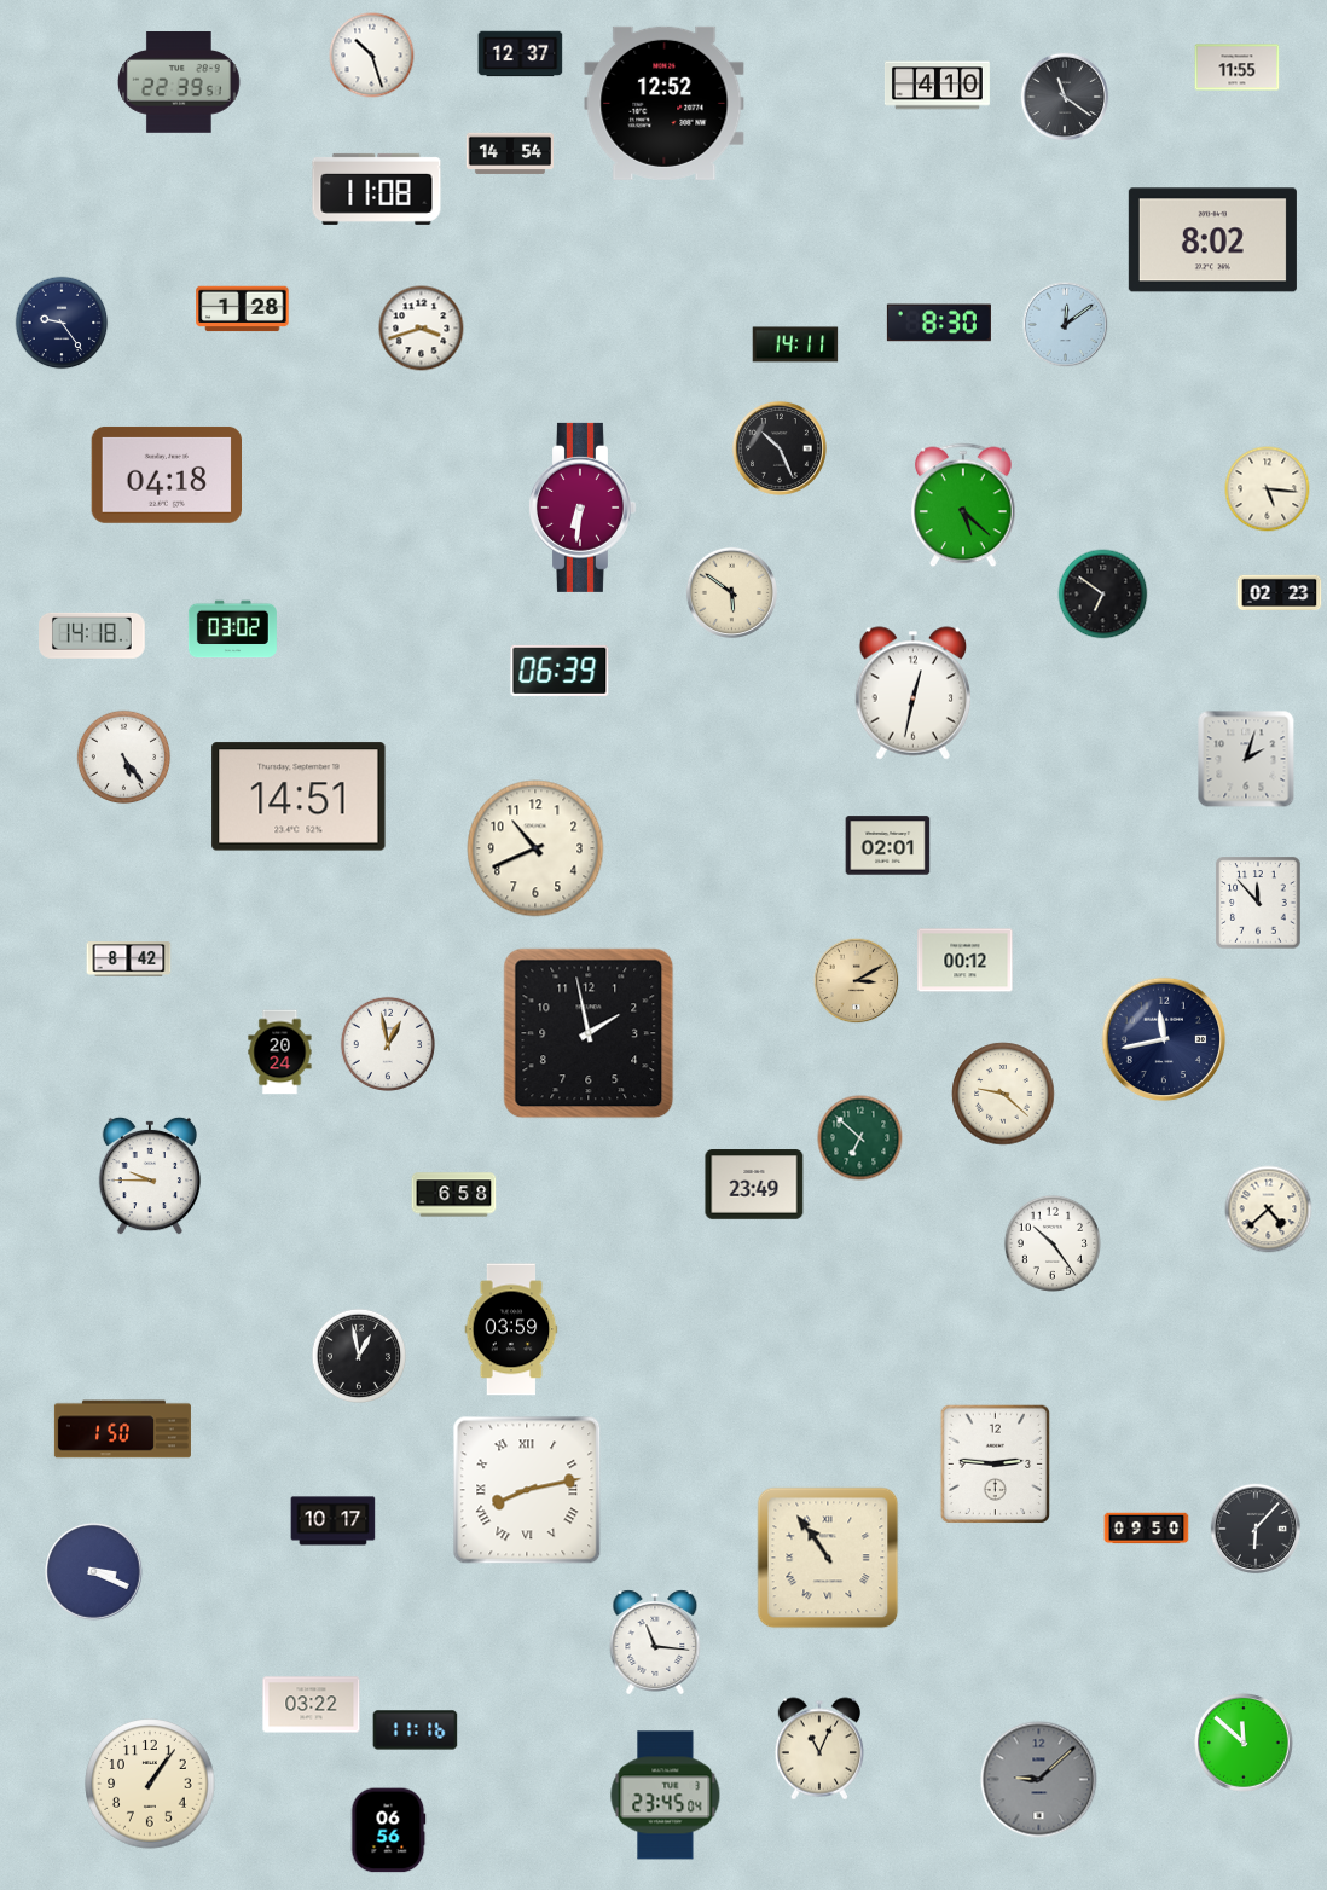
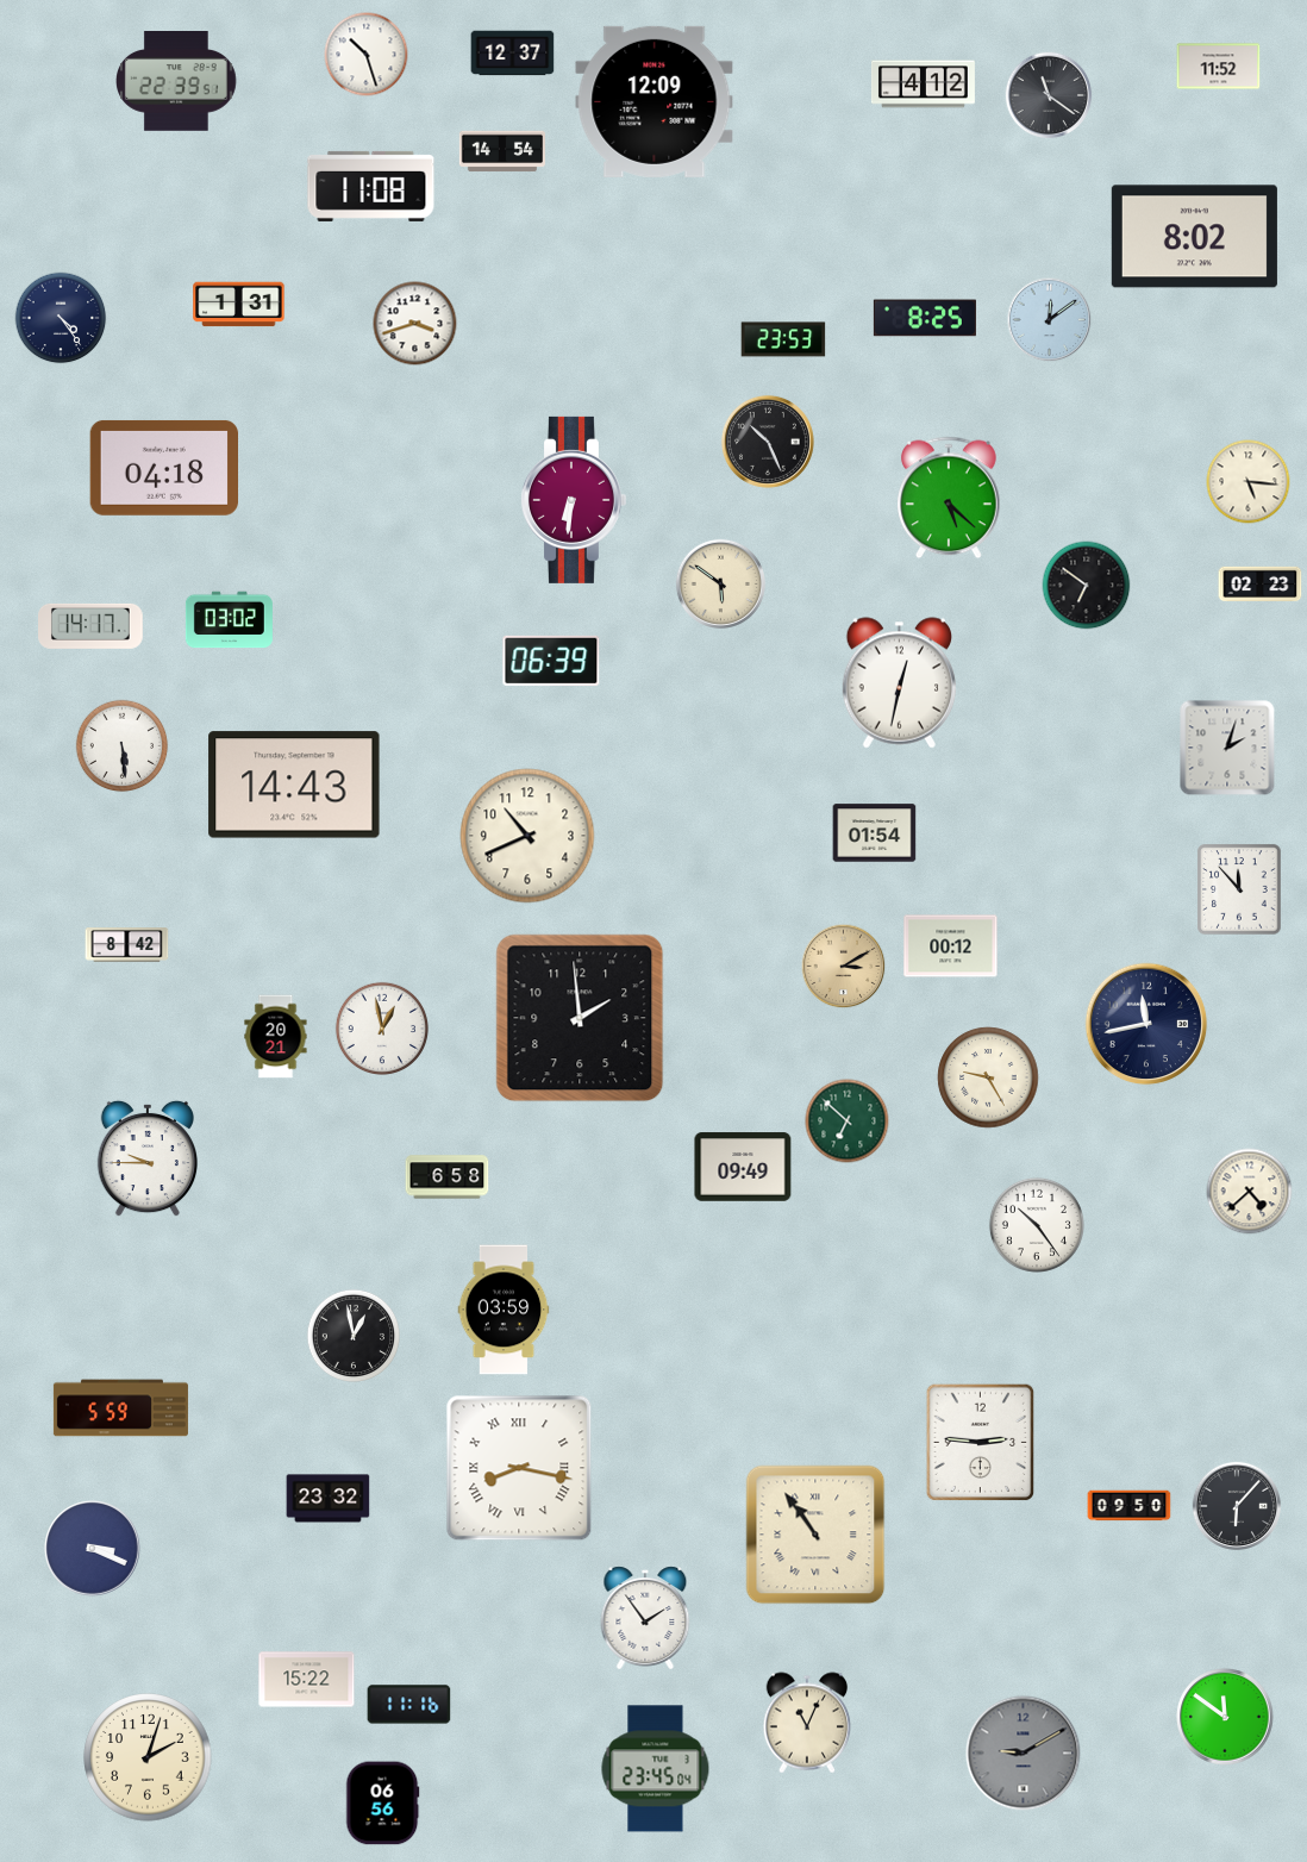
clock at (1238, 68): 11:55 -> 11:52
clock at (937, 86): 4:10 -> 4:12
clock at (665, 103): 12:52 -> 12:09
clock at (243, 309): 1:28 -> 1:31
clock at (62, 323): 9:24 -> 4:24
clock at (939, 323): 8:30 -> 8:25
clock at (795, 344): 14:11 -> 23:53
clock at (93, 636): 14:18 -> 14:17
clock at (124, 758): 5:24 -> 5:29
clock at (299, 796): 14:51 -> 14:43
clock at (888, 846): 02:01 -> 01:54
clock at (589, 1033): 1:58 -> 1:59
clock at (280, 1053): 20:24 -> 20:21
clock at (1003, 1094): 9:22 -> 9:25
clock at (754, 1184): 23:49 -> 09:49
clock at (122, 1430): 1:50 -> 5:59
clock at (527, 1490): 8:13 -> 8:17
clock at (334, 1521): 10:17 -> 23:32
clock at (655, 1642): 11:16 -> 1:54
clock at (312, 1705): 03:22 -> 15:22
clock at (1244, 1743): 11:52 -> 11:51
clock at (1039, 1780): 9:08 -> 9:10
clock at (150, 1784): 1:06 -> 2:03
